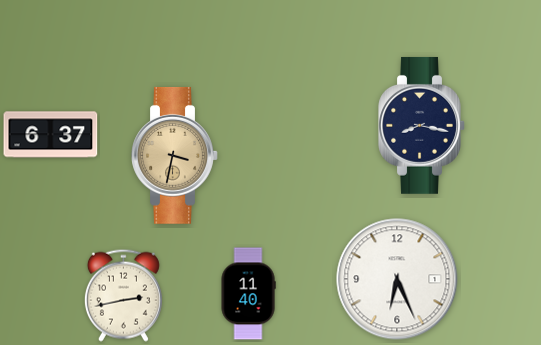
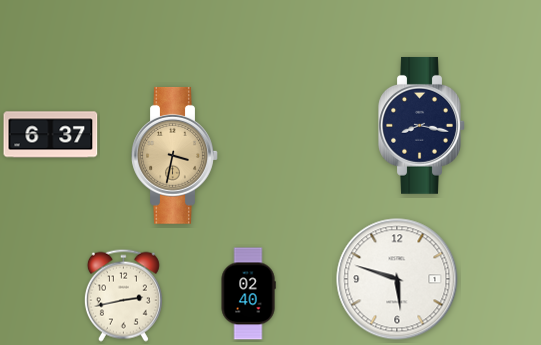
clock at (397, 279): 6:26 -> 5:48
clock at (248, 294): 11:40 -> 02:40
